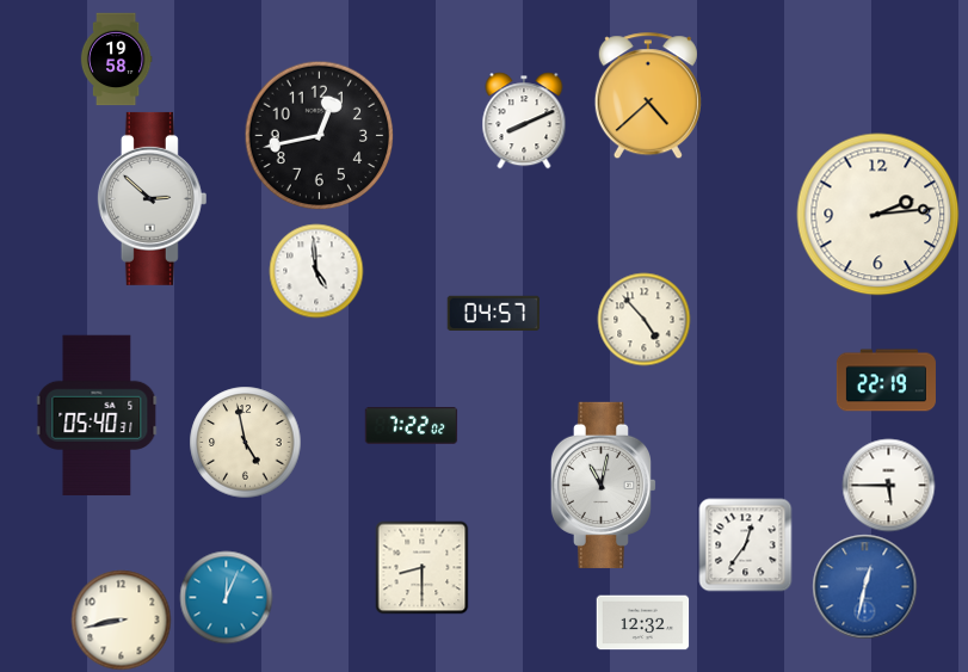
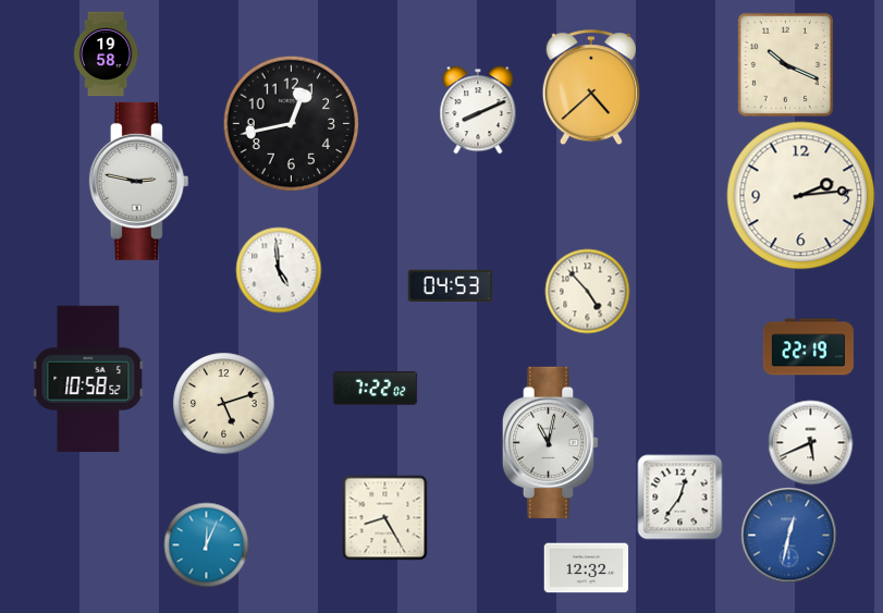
clock at (785, 64): none -> 10:19
clock at (152, 198): 2:52 -> 2:47
clock at (316, 271) position: (316, 271) -> (279, 270)
clock at (493, 314): 04:57 -> 04:53
clock at (97, 415): 05:40 -> 10:58
clock at (245, 442): 4:58 -> 5:12
clock at (888, 485): 5:45 -> 5:41
clock at (421, 567): 8:30 -> 8:25
clock at (121, 619): 8:43 -> none
